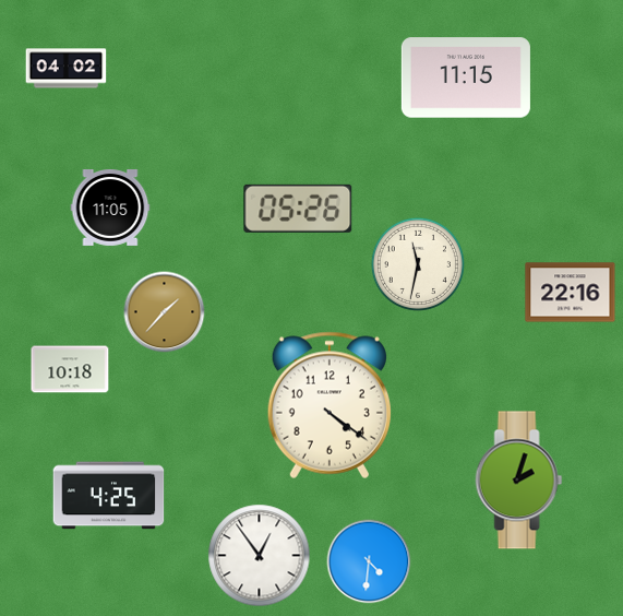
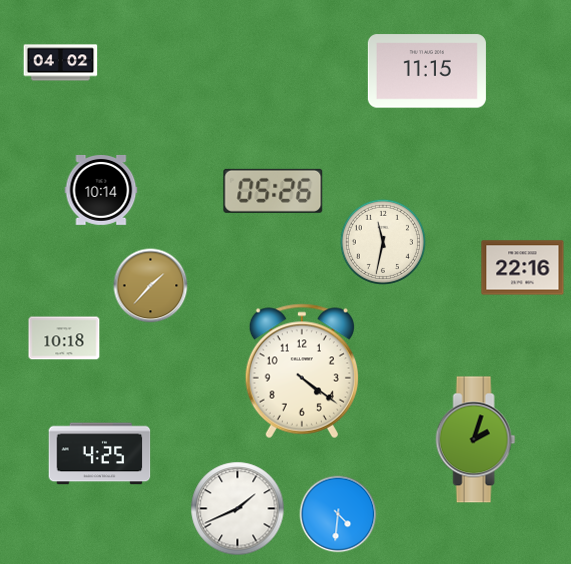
clock at (110, 209): 11:05 -> 10:14
clock at (260, 556): 12:54 -> 1:41
